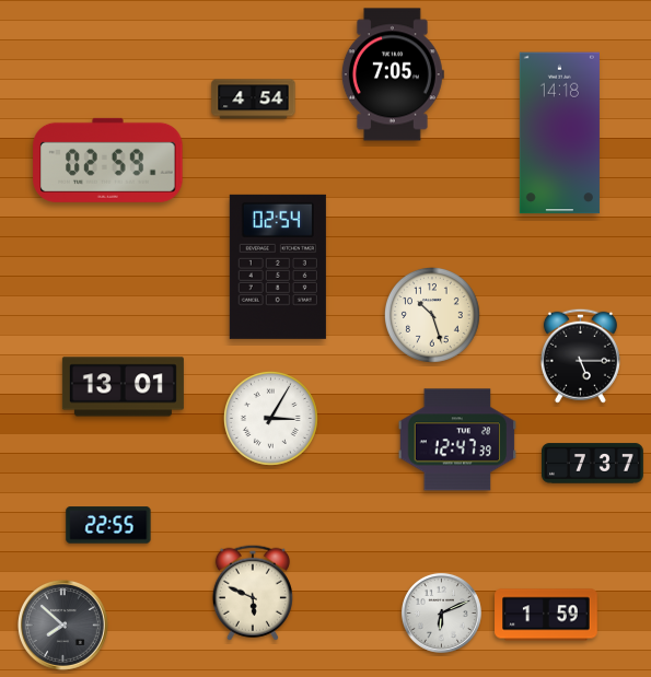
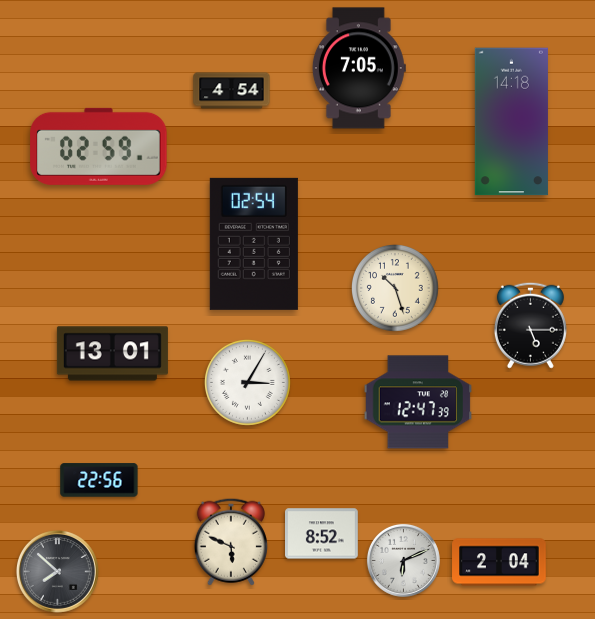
clock at (592, 464): 7:37 -> none
clock at (108, 525): 22:55 -> 22:56
clock at (322, 534): none -> 8:52
clock at (546, 615): 1:59 -> 2:04
